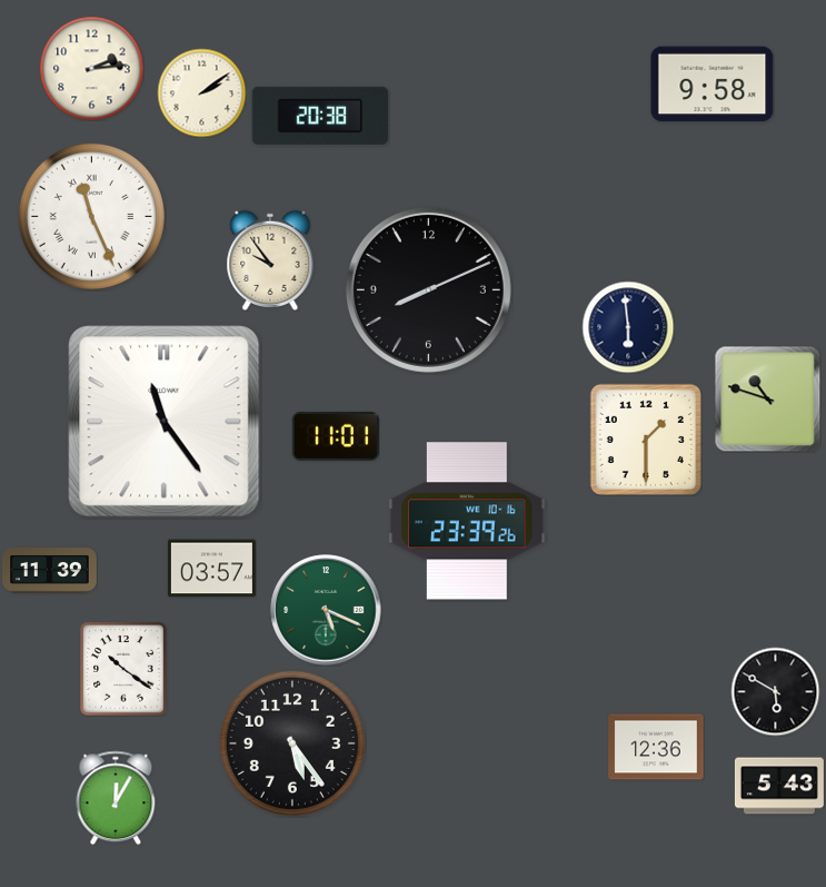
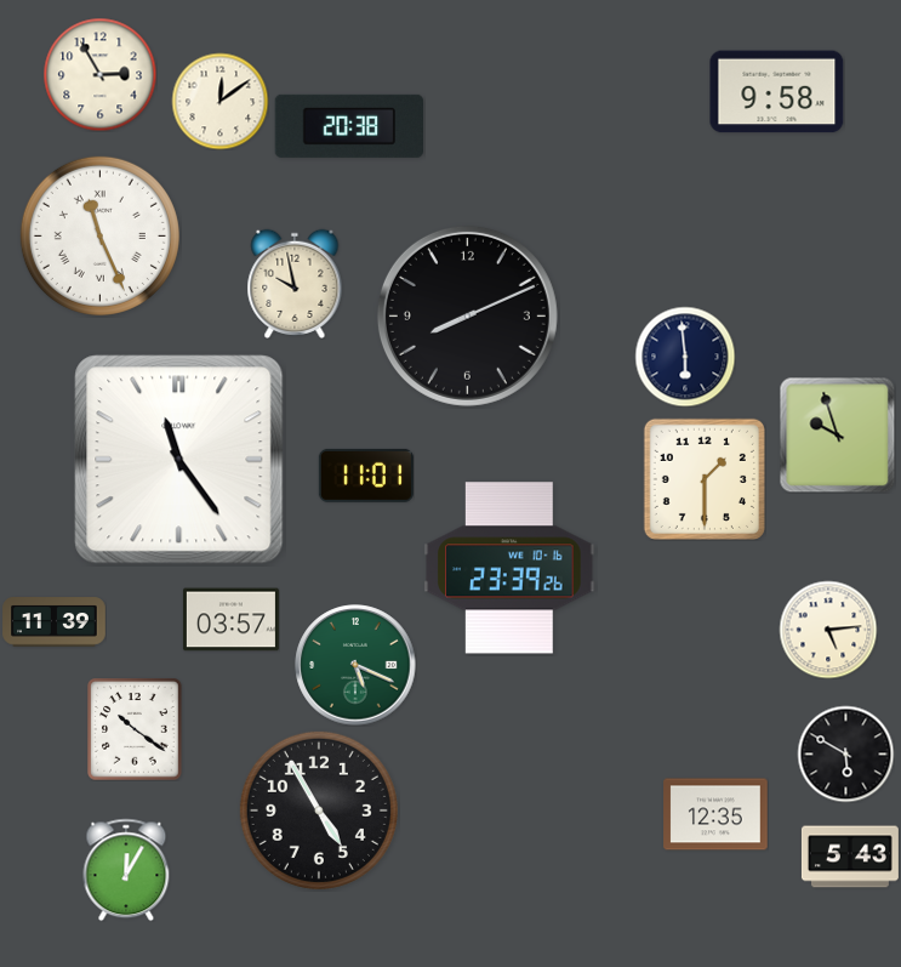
clock at (91, 68): 2:14 -> 2:55
clock at (201, 92): 2:09 -> 12:09
clock at (270, 260): 9:54 -> 9:58
clock at (767, 398): 10:48 -> 9:57
clock at (828, 630): none -> 5:14
clock at (292, 743): 5:24 -> 4:55
clock at (656, 747): 12:36 -> 12:35
